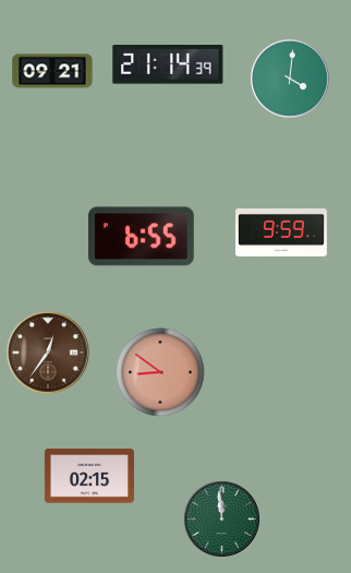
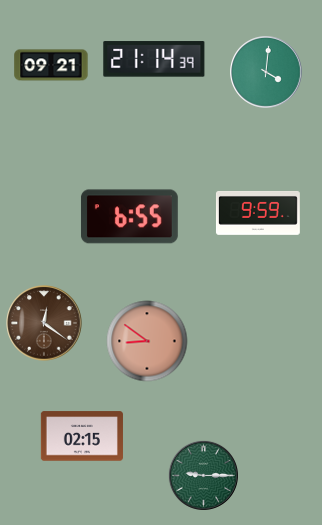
clock at (52, 71) position: (52, 71) -> (51, 65)
clock at (48, 353): 12:36 -> 12:21
clock at (221, 518): 11:59 -> 9:15
